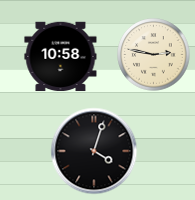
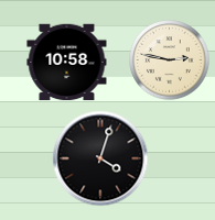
clock at (94, 151) position: (94, 151) -> (100, 158)
